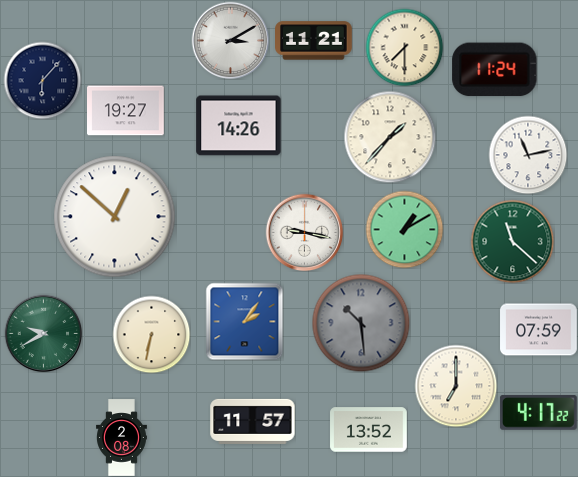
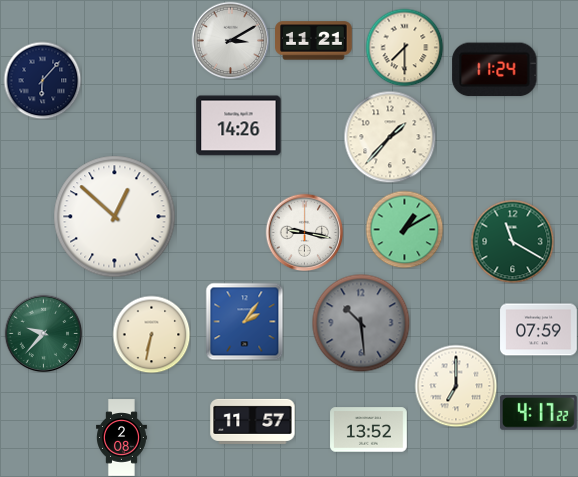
clock at (126, 111): 19:27 -> none
clock at (528, 155): 11:13 -> none
clock at (512, 241): 11:22 -> 11:20
clock at (43, 333): 9:40 -> 9:37
